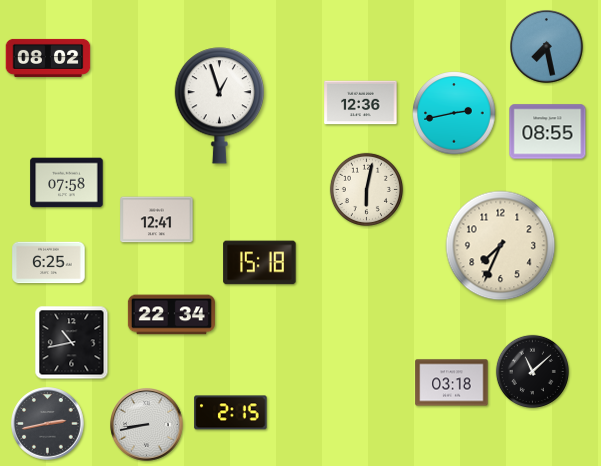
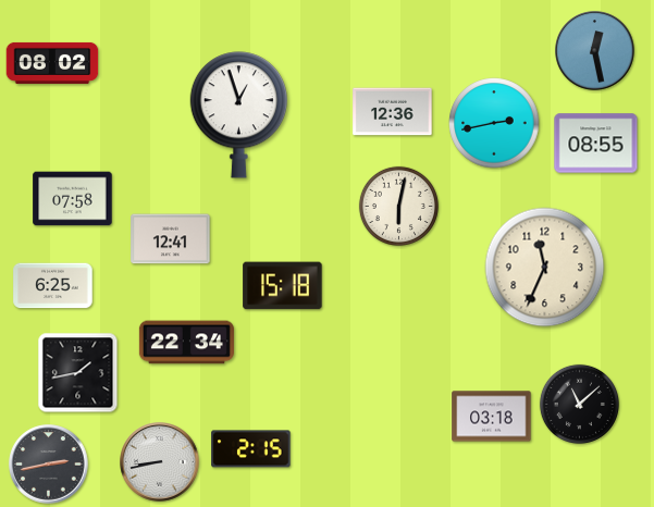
clock at (547, 47): 7:28 -> 12:28
clock at (501, 246): 7:34 -> 11:34
clock at (72, 343): 10:43 -> 1:43
clock at (48, 424) position: (48, 424) -> (49, 465)
